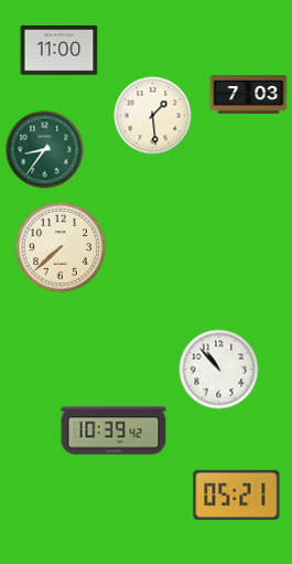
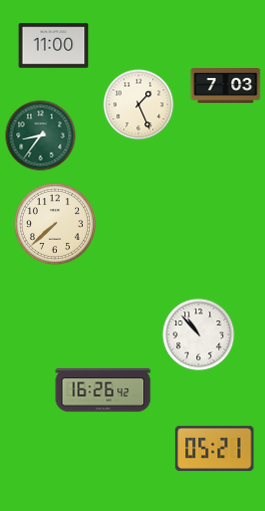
clock at (153, 116): 1:29 -> 1:26
clock at (113, 430): 10:39 -> 16:26
